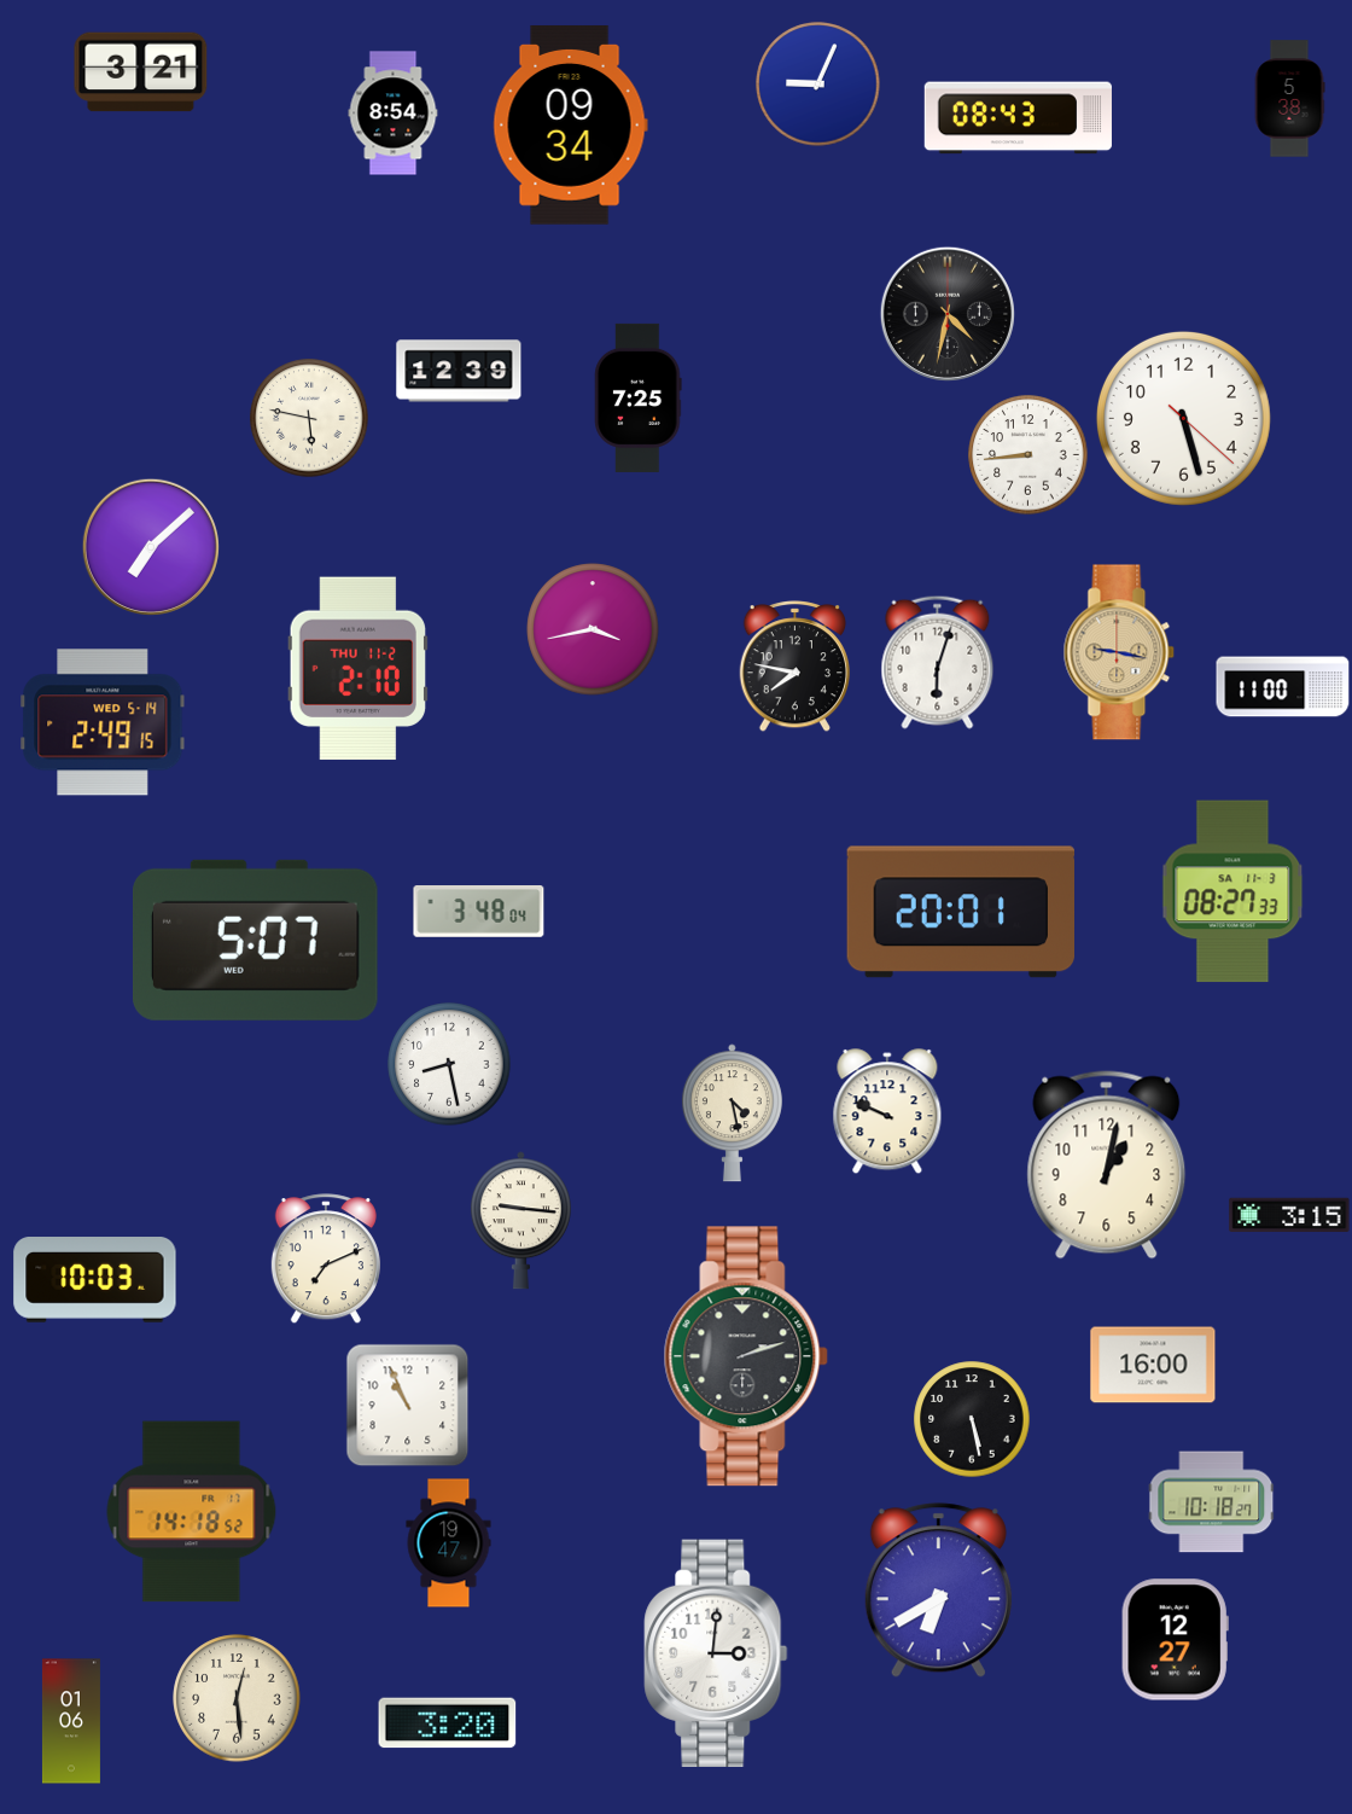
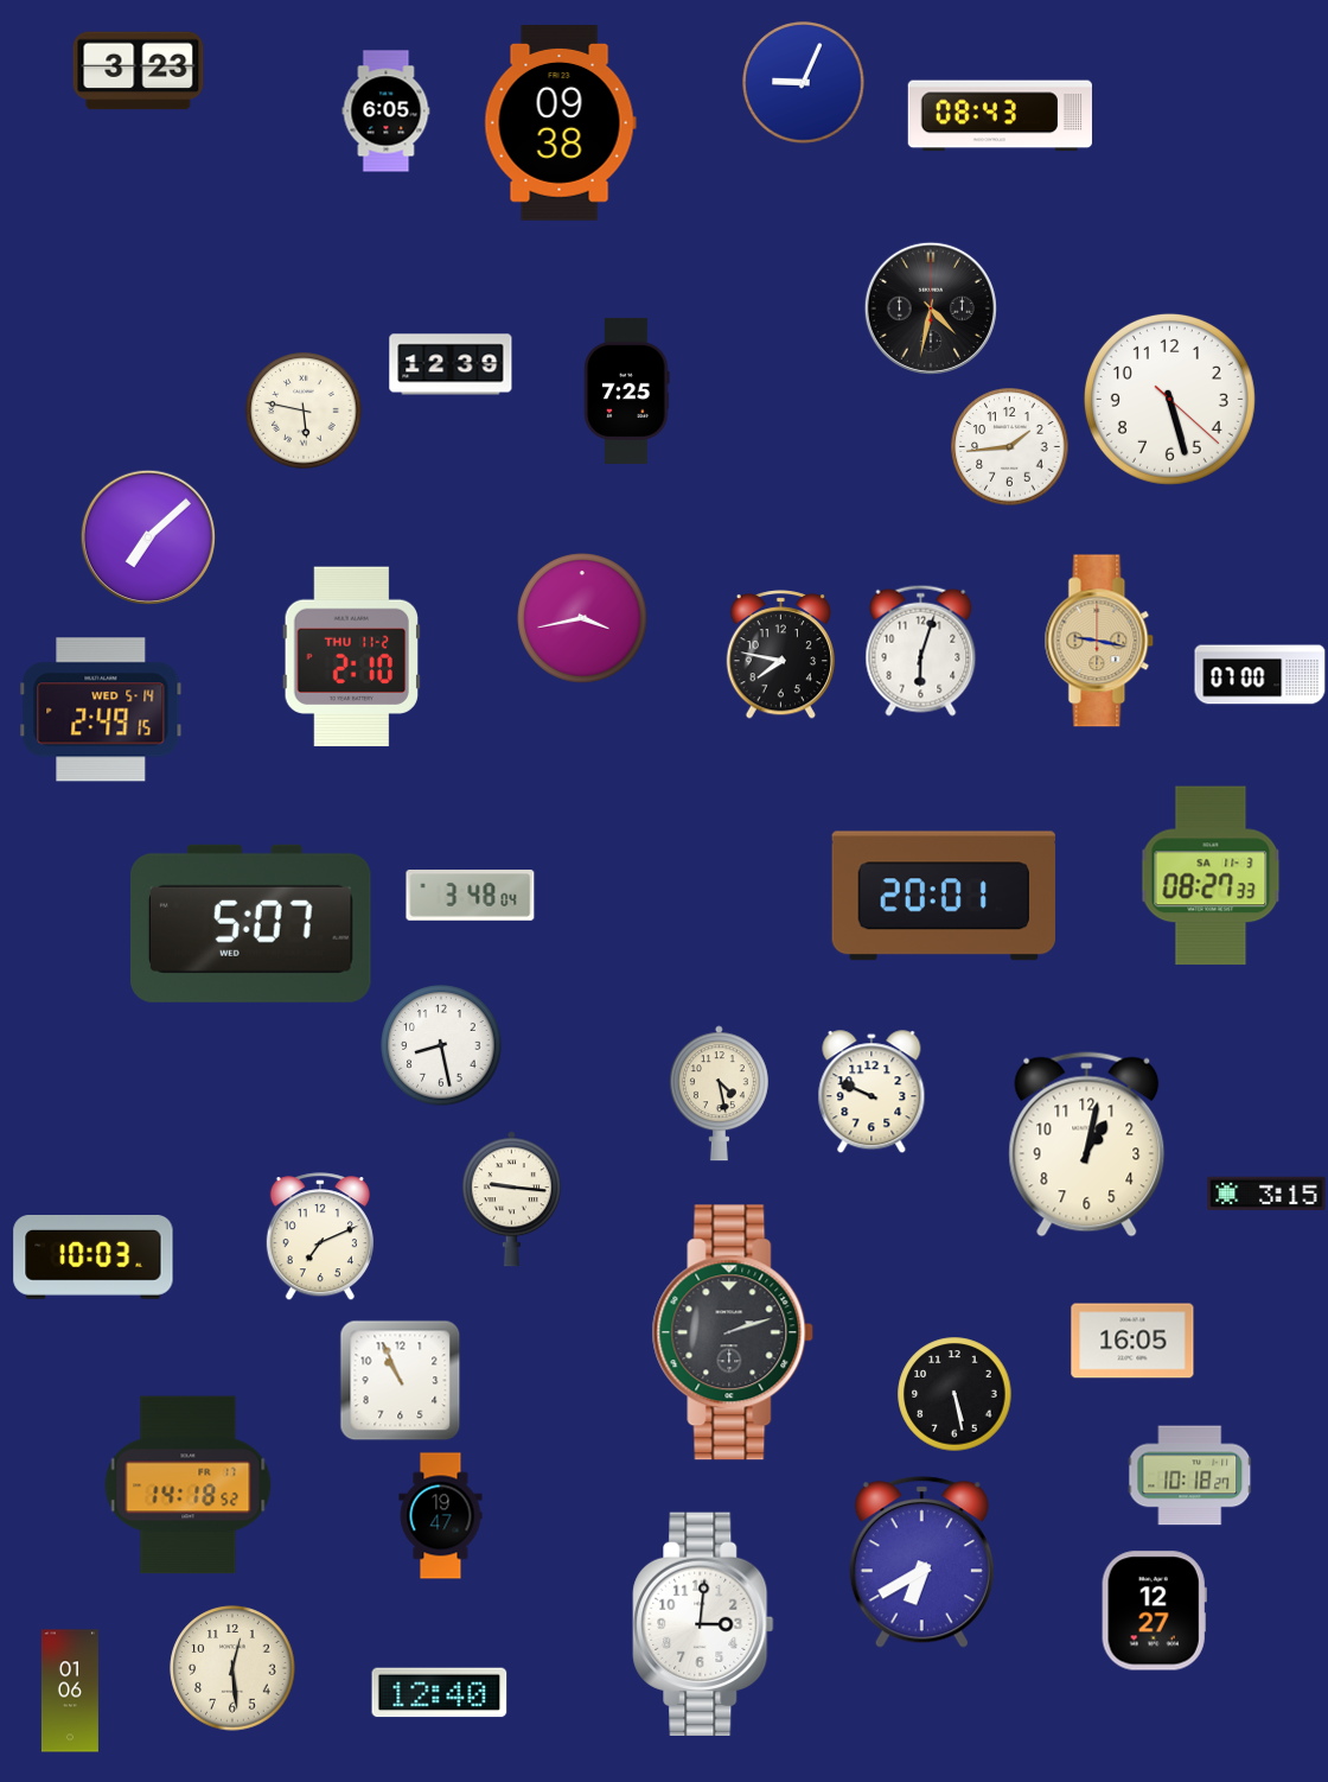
clock at (141, 72): 3:21 -> 3:23
clock at (1289, 99): 5:38 -> none
clock at (394, 114): 8:54 -> 6:05
clock at (570, 126): 09:34 -> 09:38
clock at (1183, 418) position: (1183, 418) -> (1169, 399)
clock at (1028, 455): 8:44 -> 1:44
clock at (1283, 687): 11:00 -> 07:00
clock at (1153, 1365): 16:00 -> 16:05
clock at (448, 1723): 3:20 -> 12:40
